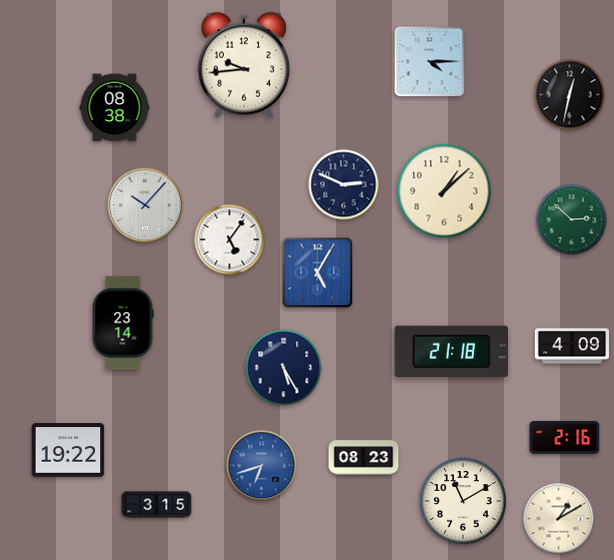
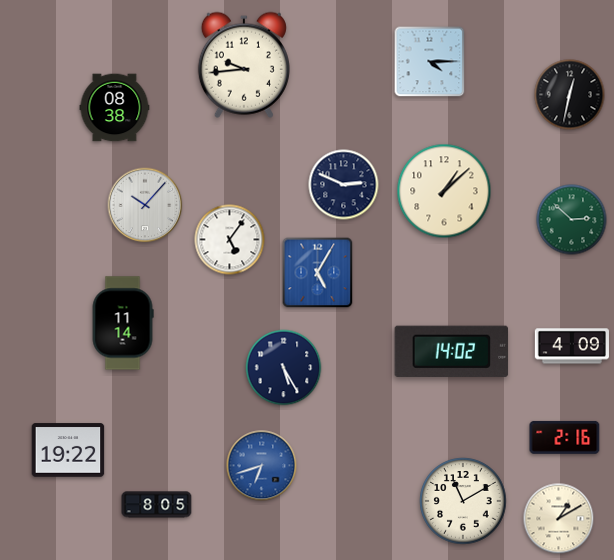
clock at (123, 323): 23:14 -> 11:14
clock at (452, 351): 21:18 -> 14:02
clock at (364, 458): 08:23 -> none
clock at (157, 505): 3:15 -> 8:05
